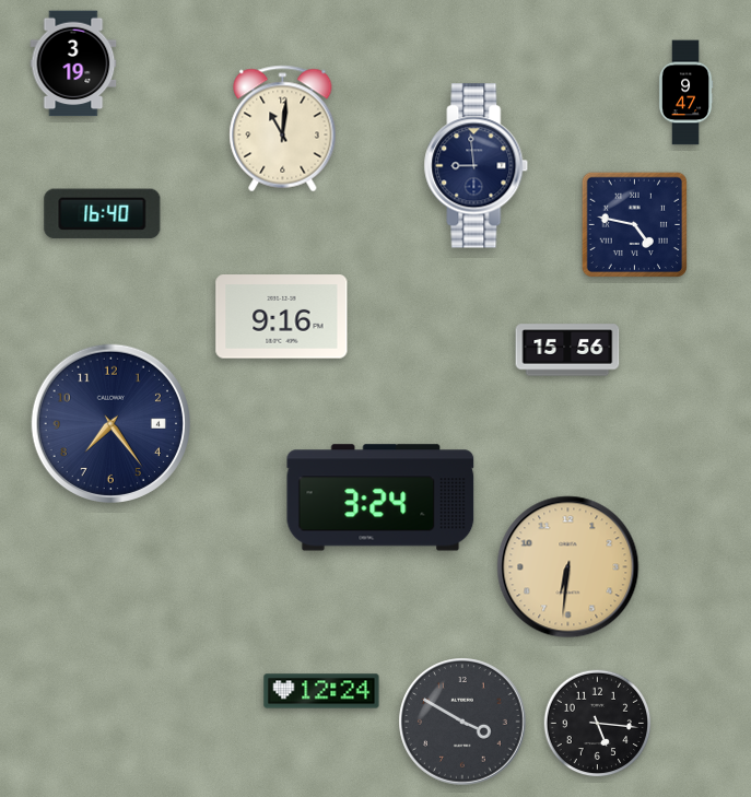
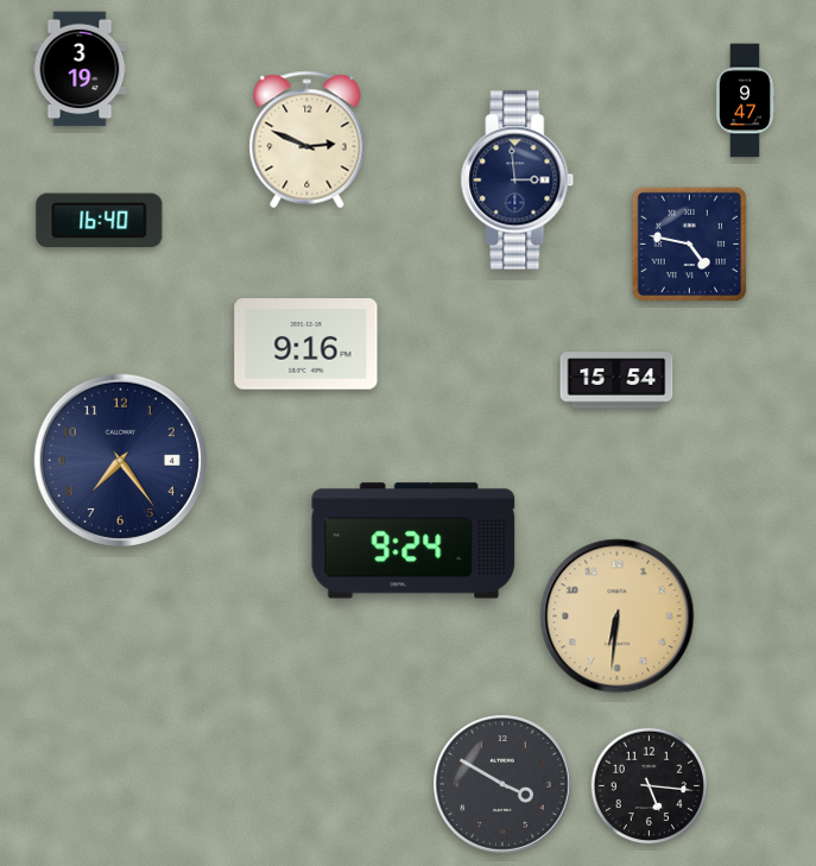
clock at (283, 129): 11:01 -> 2:49
clock at (477, 166): 8:59 -> 2:59
clock at (103, 214) position: (103, 214) -> (100, 221)
clock at (567, 350): 15:56 -> 15:54
clock at (380, 497): 3:24 -> 9:24
clock at (321, 691): 12:24 -> none
